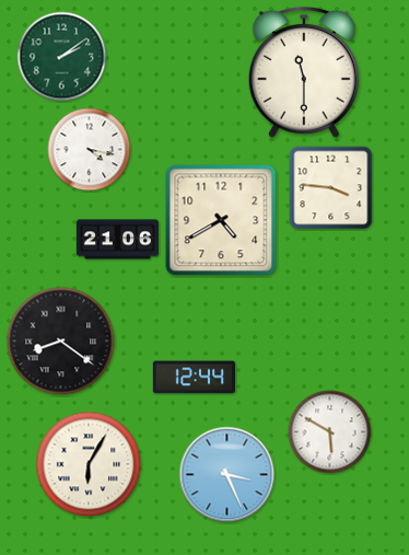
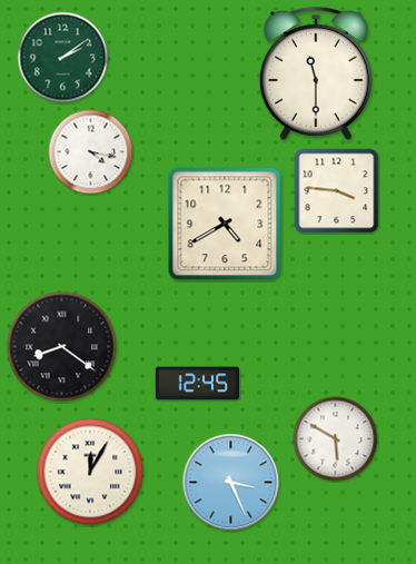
clock at (304, 72) position: (304, 72) -> (316, 73)
clock at (117, 240): 21:06 -> none
clock at (194, 378): 12:44 -> 12:45
clock at (89, 464): 6:05 -> 12:05
